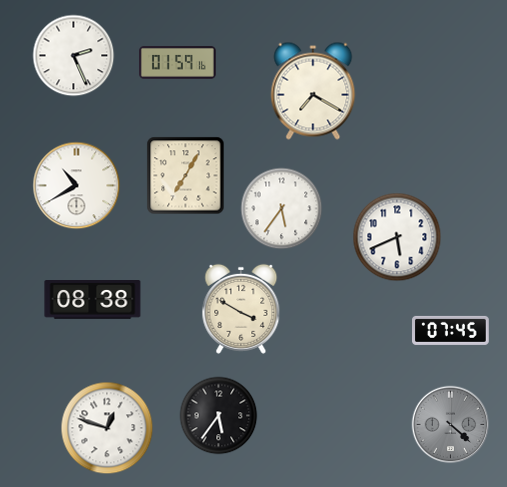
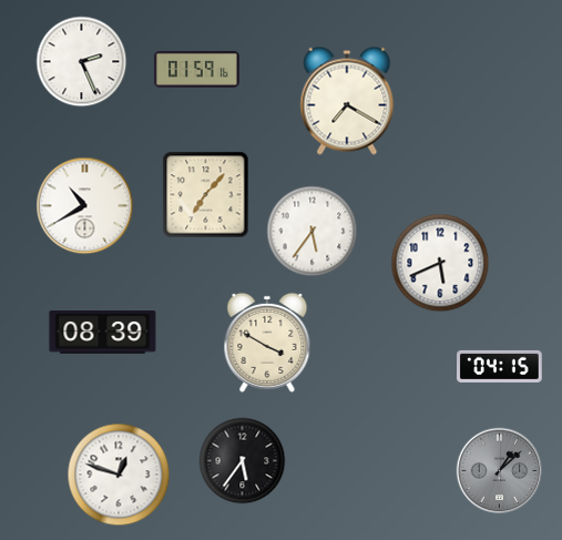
clock at (185, 175): 7:05 -> 7:07
clock at (93, 300): 08:38 -> 08:39
clock at (451, 330): 07:45 -> 04:15
clock at (450, 424): 4:22 -> 1:08
